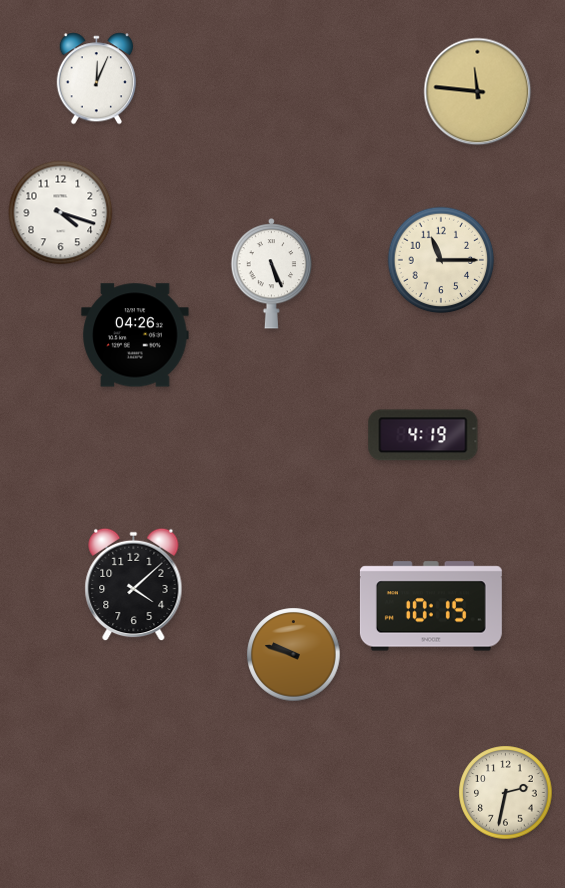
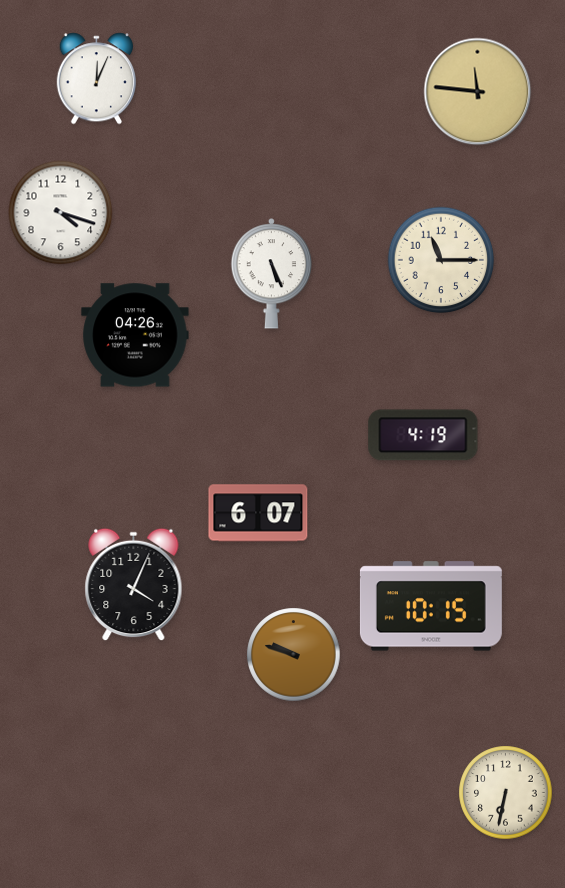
clock at (258, 513): none -> 6:07
clock at (134, 585): 4:08 -> 4:04
clock at (506, 793): 2:32 -> 6:32
